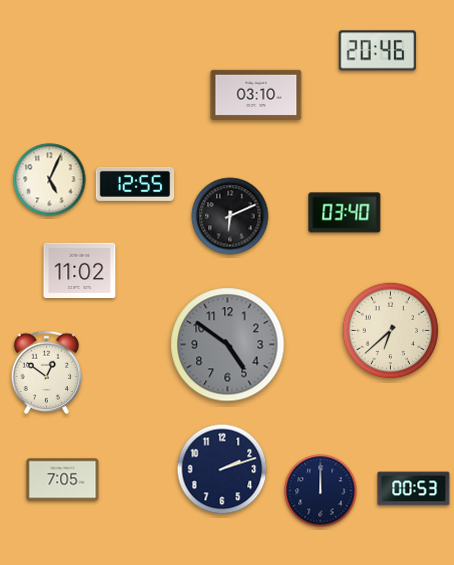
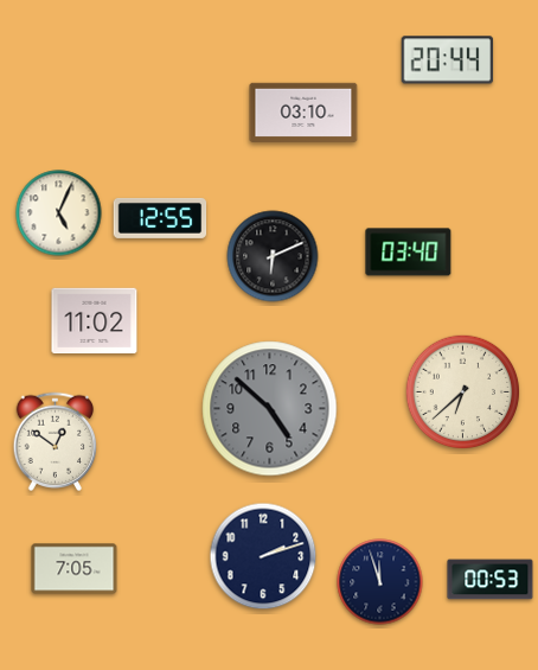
clock at (378, 51): 20:46 -> 20:44
clock at (228, 345): 4:51 -> 4:52
clock at (321, 491): 12:00 -> 11:57
